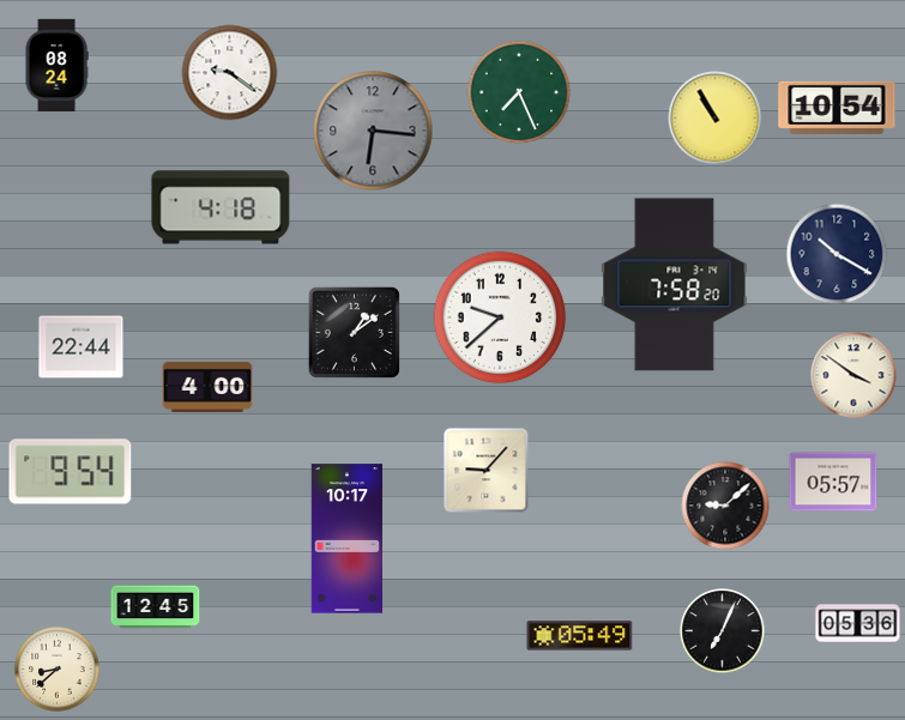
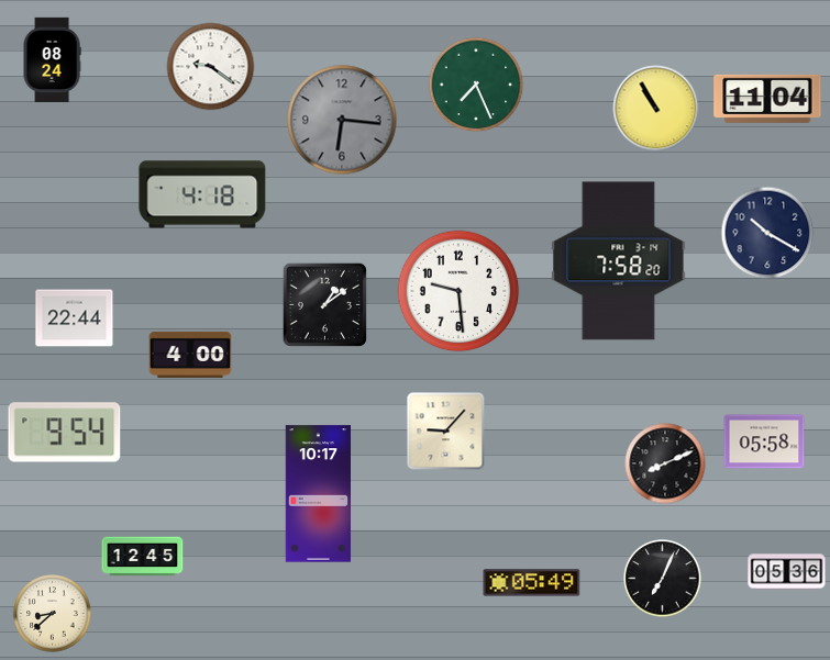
clock at (837, 108): 10:54 -> 11:04
clock at (221, 207) position: (221, 207) -> (202, 194)
clock at (500, 317): 9:38 -> 9:29
clock at (853, 375): 3:51 -> none
clock at (833, 482): 05:57 -> 05:58
clock at (725, 506): 9:08 -> 8:11
